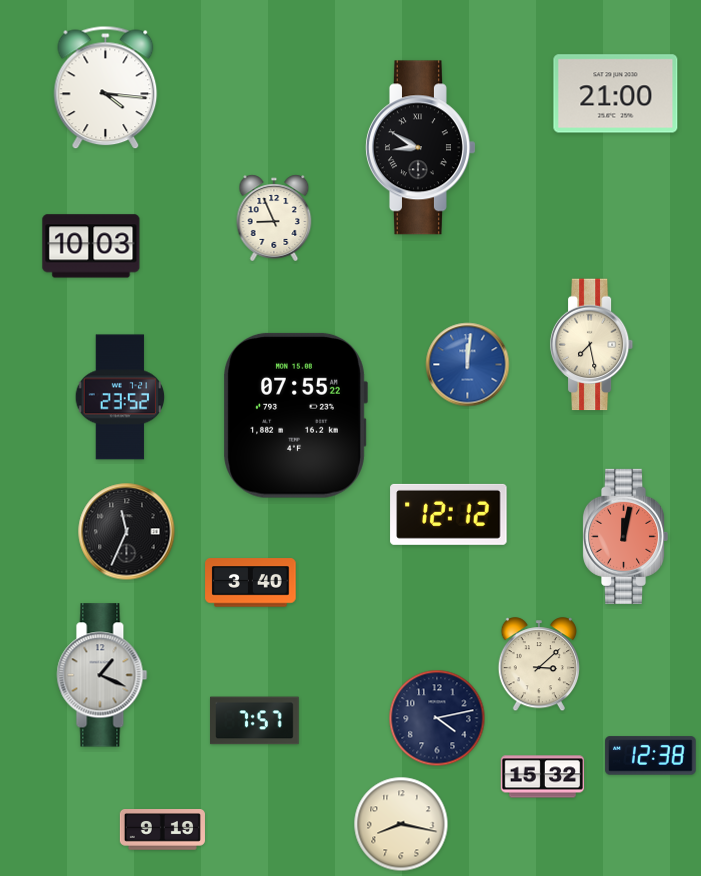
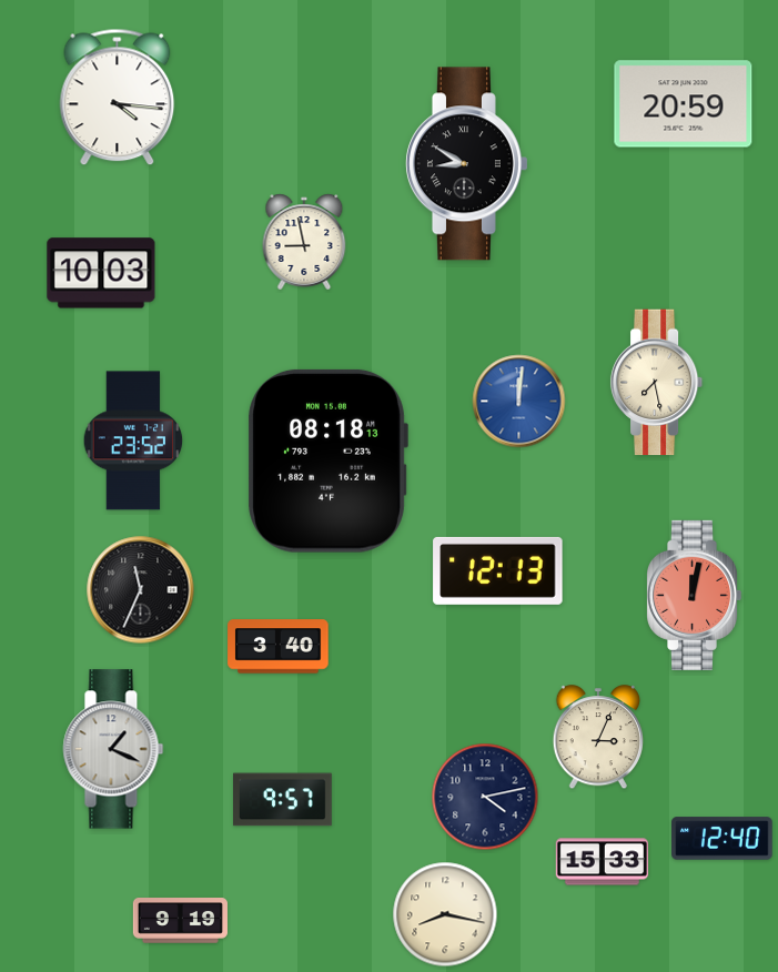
clock at (616, 94): 21:00 -> 20:59
clock at (274, 218): 8:56 -> 8:58
clock at (468, 365) position: (468, 365) -> (519, 402)
clock at (295, 415): 07:55 -> 08:18
clock at (449, 514): 12:12 -> 12:13
clock at (538, 665): 3:08 -> 3:04
clock at (255, 721): 7:57 -> 9:57
clock at (651, 756): 12:38 -> 12:40
clock at (543, 777): 15:32 -> 15:33
